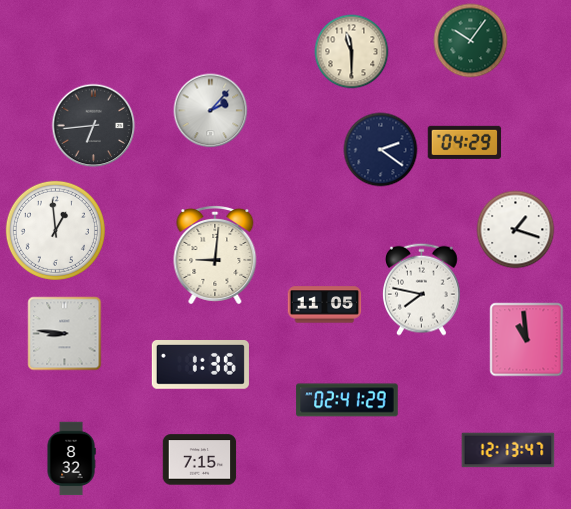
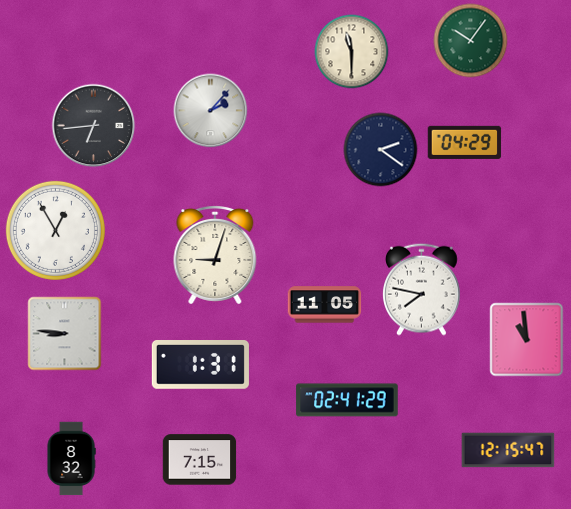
clock at (55, 230): 12:59 -> 12:55
clock at (516, 230): 1:18 -> none
clock at (215, 256): 9:01 -> 9:03
clock at (200, 365): 1:36 -> 1:31
clock at (508, 450): 12:13 -> 12:15
